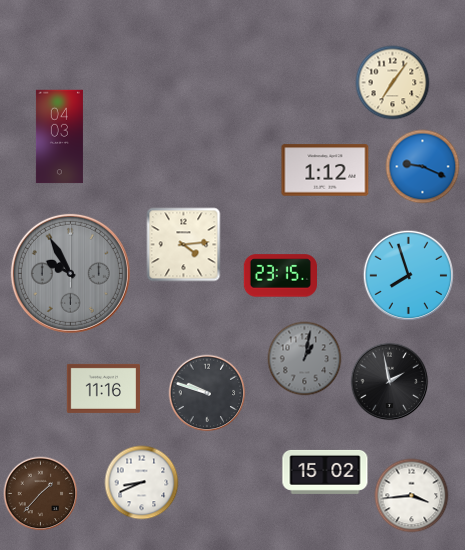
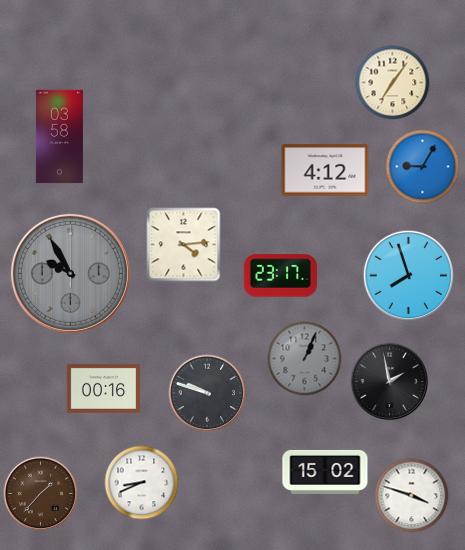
clock at (59, 137): 04:03 -> 03:58
clock at (423, 167): 9:19 -> 9:05
clock at (325, 170): 1:12 -> 4:12
clock at (280, 276): 23:15 -> 23:17
clock at (305, 359): 1:02 -> 1:04
clock at (103, 388): 11:16 -> 00:16
clock at (412, 496): 3:44 -> 3:48
